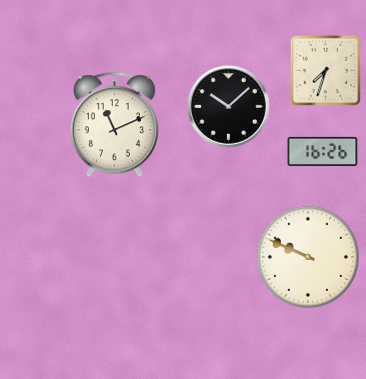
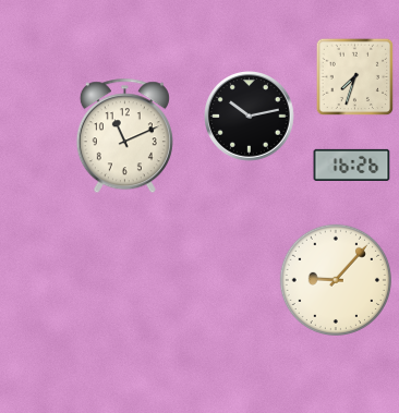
clock at (229, 107): 10:08 -> 10:13
clock at (307, 256): 9:49 -> 9:07
